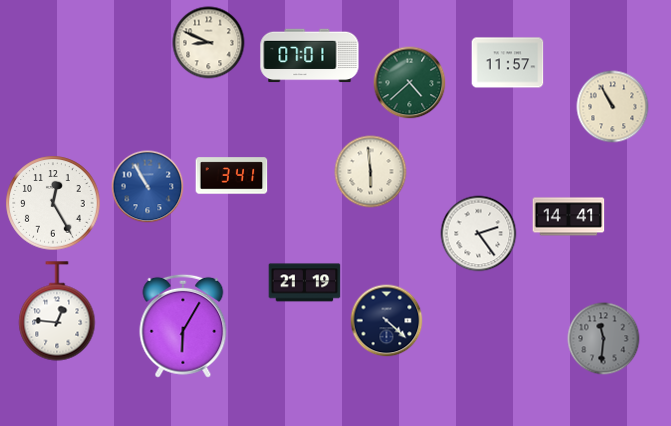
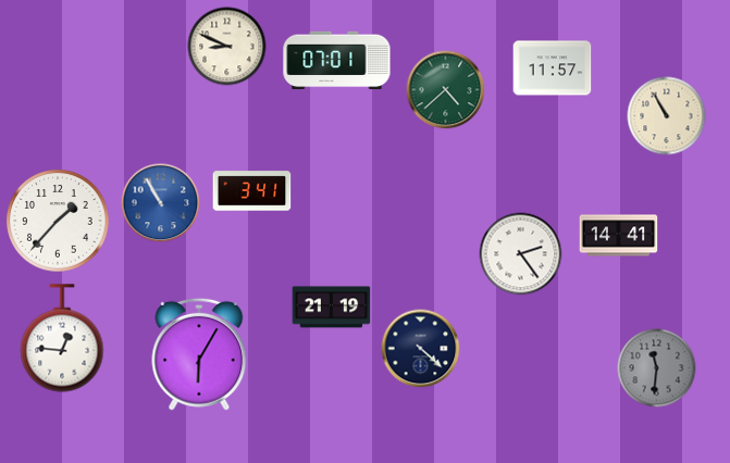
clock at (371, 172): 5:59 -> none
clock at (53, 203): 12:25 -> 1:37
